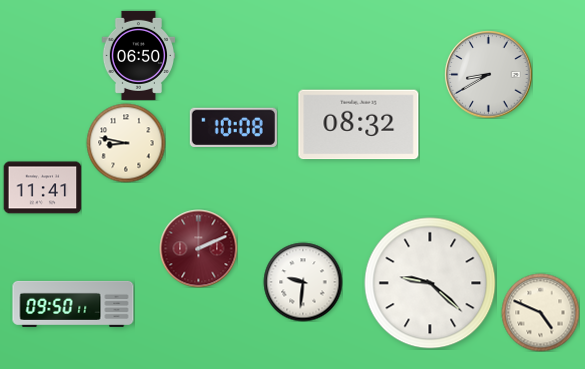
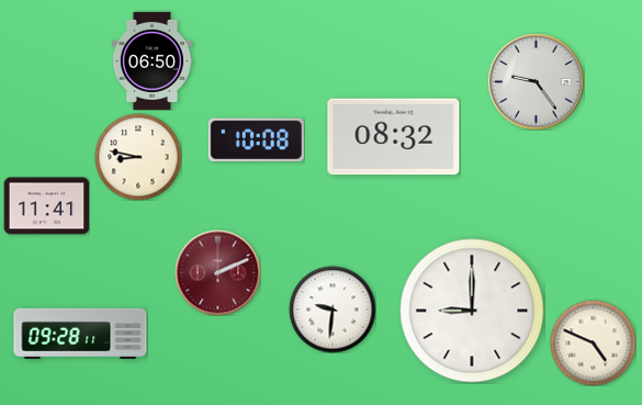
clock at (488, 74): 8:40 -> 9:24
clock at (430, 283): 9:22 -> 9:00
clock at (73, 304): 09:50 -> 09:28
